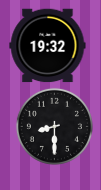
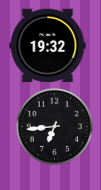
clock at (54, 126): 8:30 -> 6:44
